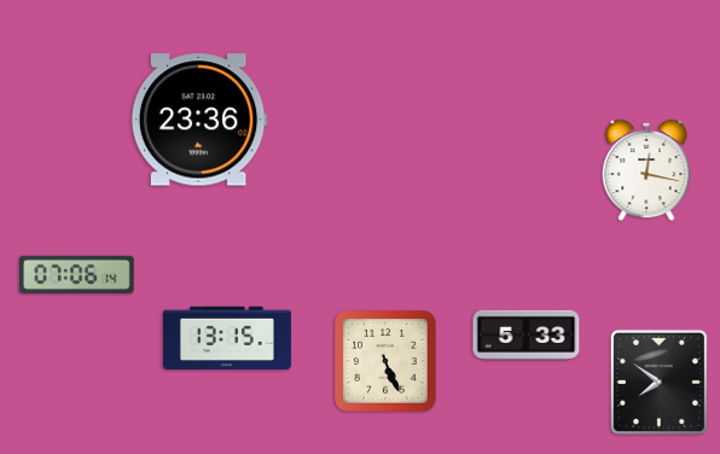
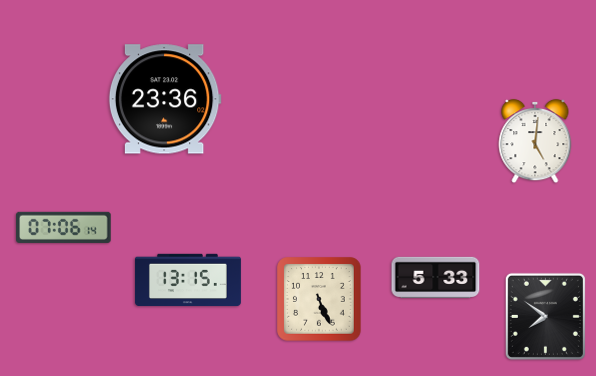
clock at (646, 170): 12:17 -> 5:01
